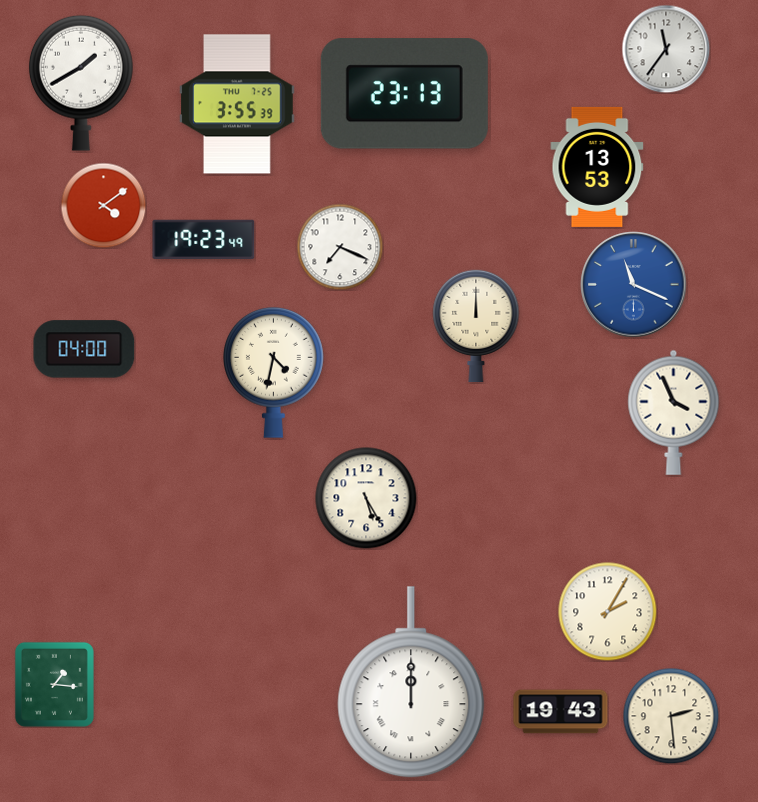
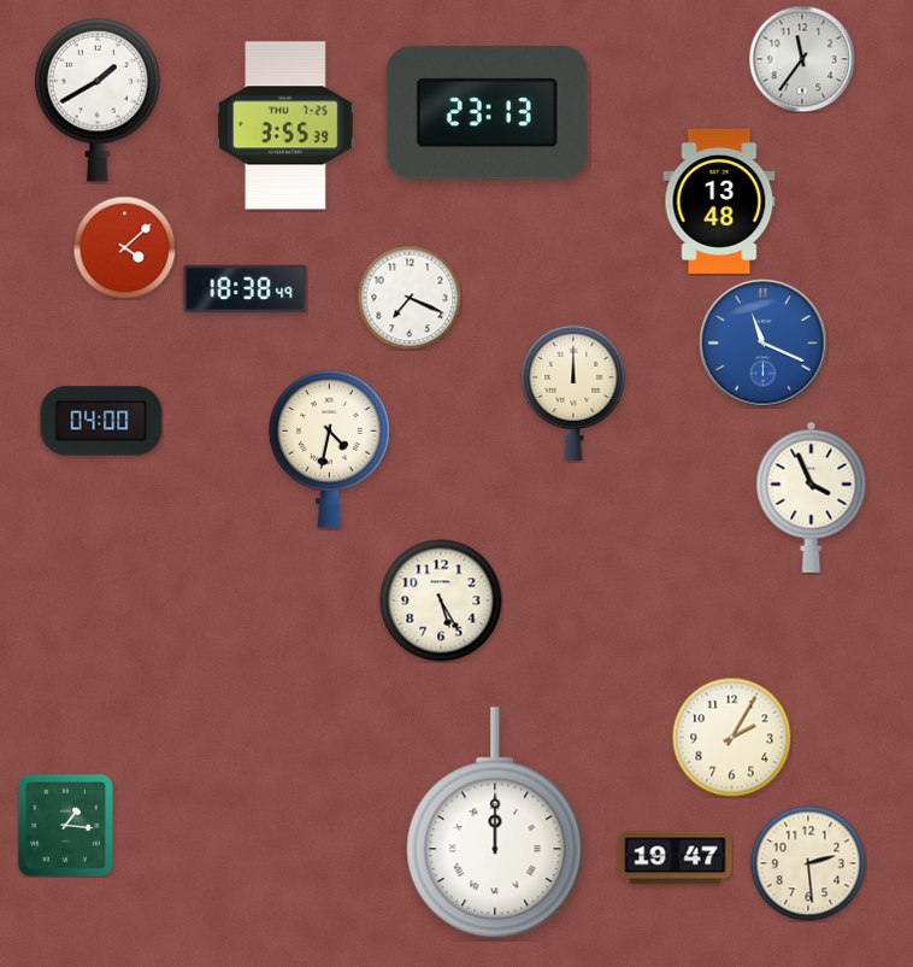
clock at (597, 167): 13:53 -> 13:48
clock at (103, 205): 4:09 -> 4:08
clock at (204, 239): 19:23 -> 18:38
clock at (561, 712): 19:43 -> 19:47
